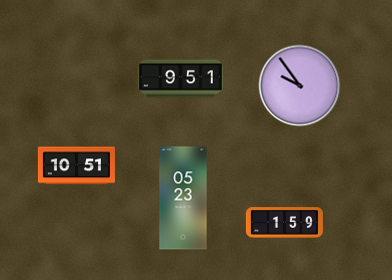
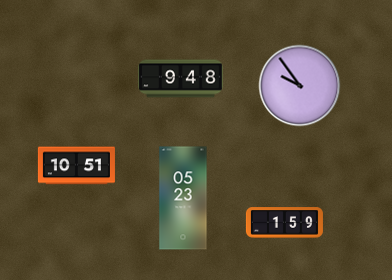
clock at (181, 79): 9:51 -> 9:48
